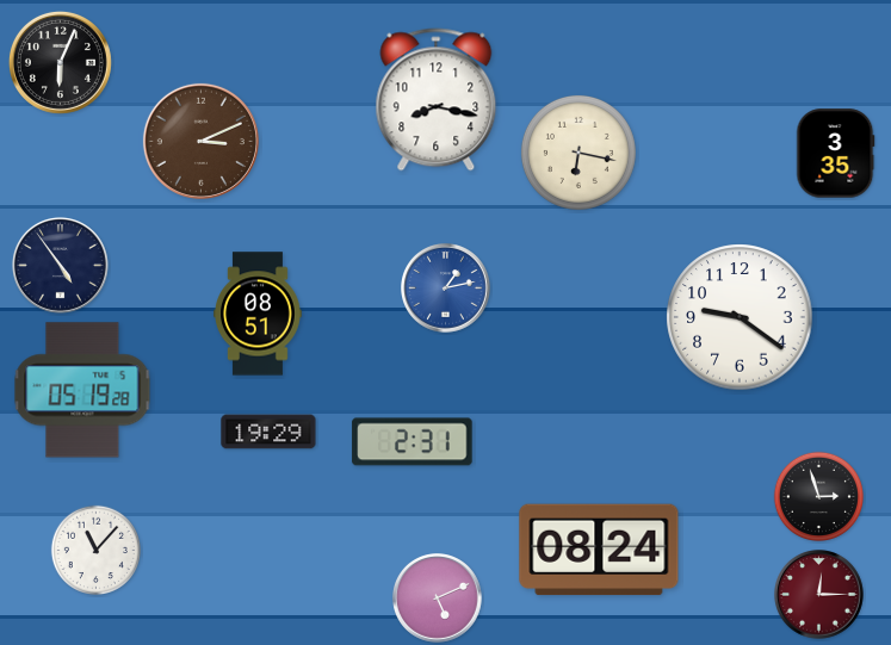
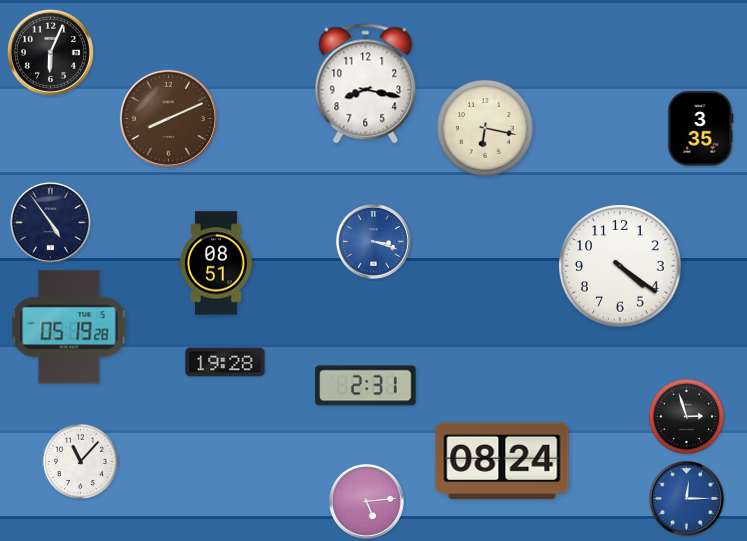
clock at (200, 141): 3:11 -> 8:11
clock at (446, 289): 1:13 -> 3:18
clock at (740, 317): 9:21 -> 4:21
clock at (268, 432): 19:29 -> 19:28
clock at (413, 442) position: (413, 442) -> (366, 386)
clock at (819, 595) dial: burgundy -> blue
clock at (438, 599): 5:11 -> 5:14
